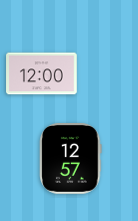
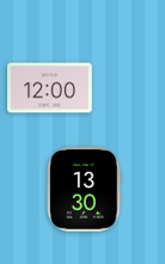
clock at (71, 159): 12:57 -> 13:30
